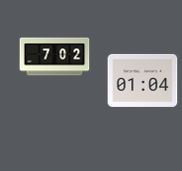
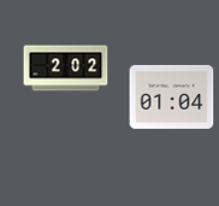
clock at (55, 57): 7:02 -> 2:02
